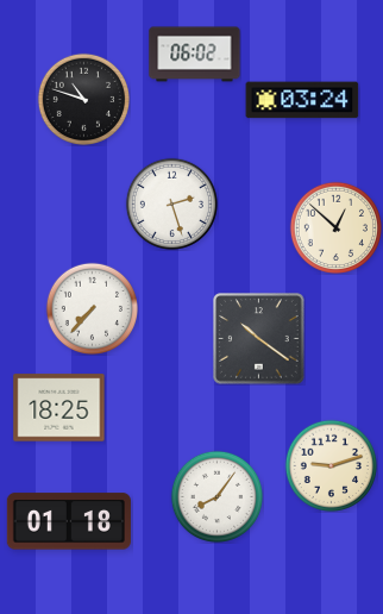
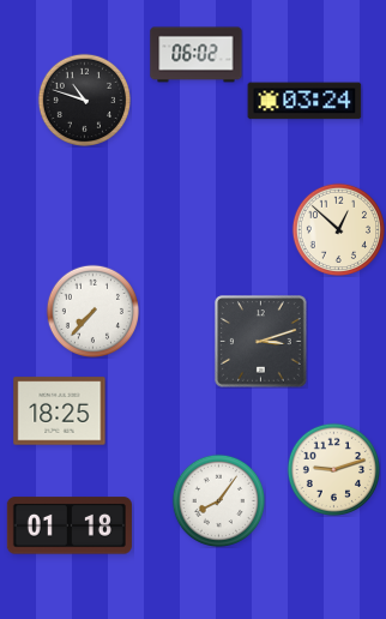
clock at (171, 203): 2:27 -> none
clock at (259, 339): 10:21 -> 3:12
